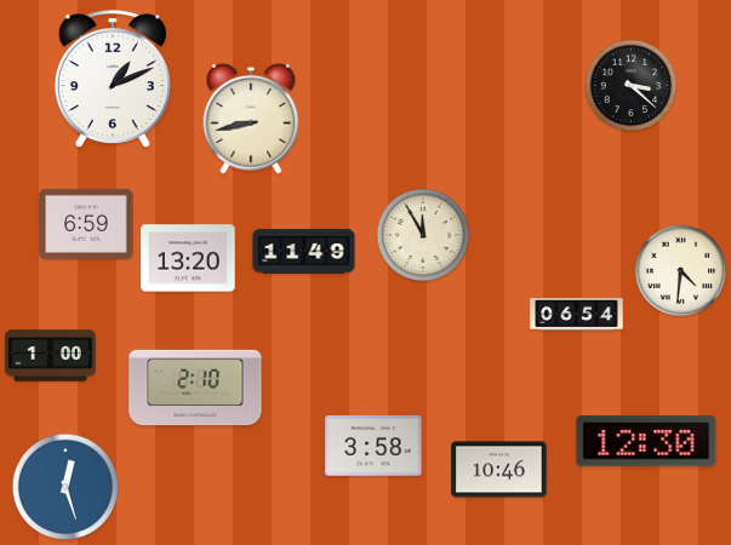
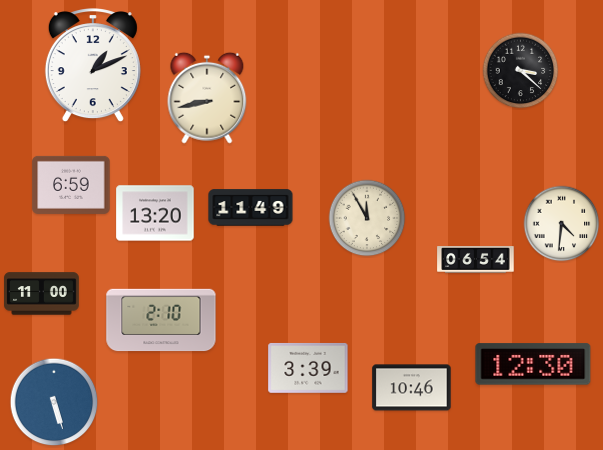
clock at (423, 235) position: (423, 235) -> (367, 218)
clock at (51, 356): 1:00 -> 11:00
clock at (373, 446): 3:58 -> 3:39
clock at (65, 487): 12:27 -> 5:27
